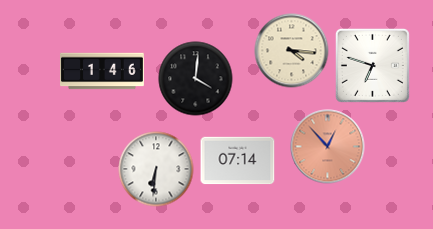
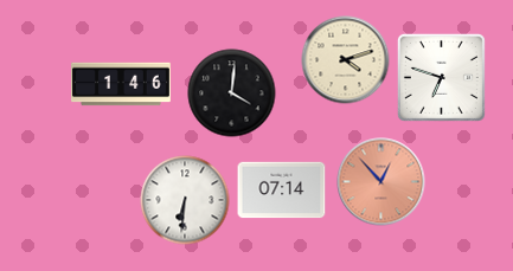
clock at (292, 51): 4:16 -> 4:12
clock at (328, 147) position: (328, 147) -> (381, 182)
